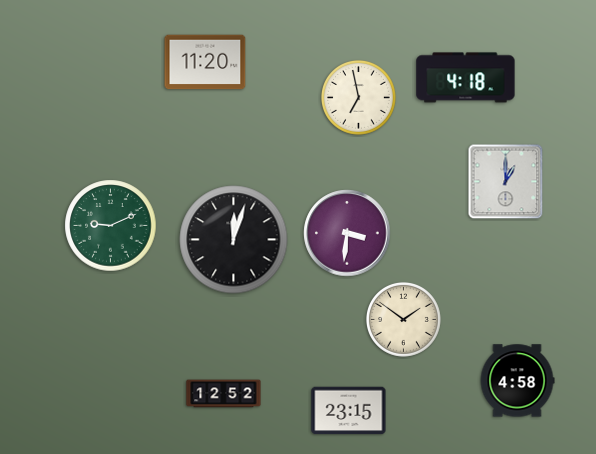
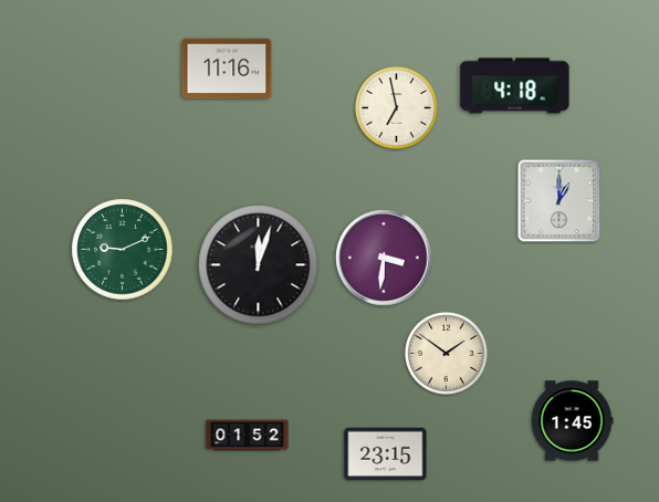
clock at (205, 62): 11:20 -> 11:16
clock at (517, 381): 4:58 -> 1:45
clock at (224, 394): 12:52 -> 01:52
